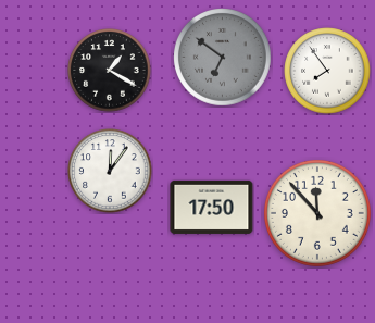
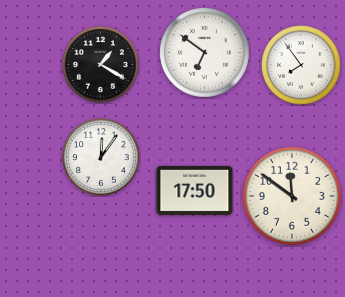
clock at (223, 58) dial: grey -> white
clock at (317, 213): 11:53 -> 11:51
